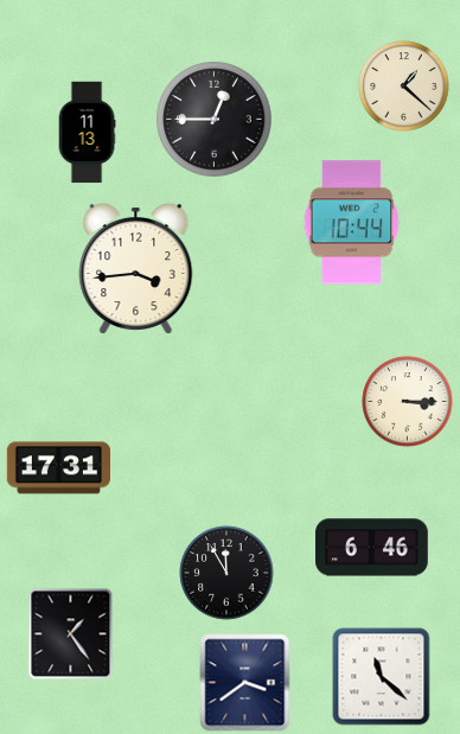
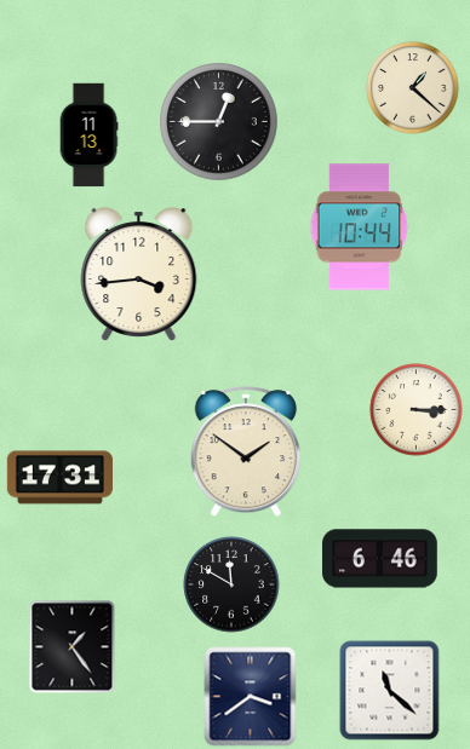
clock at (245, 453): none -> 1:51
clock at (226, 573): 11:55 -> 11:50
